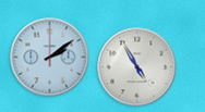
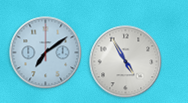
clock at (50, 58): 2:09 -> 7:09
